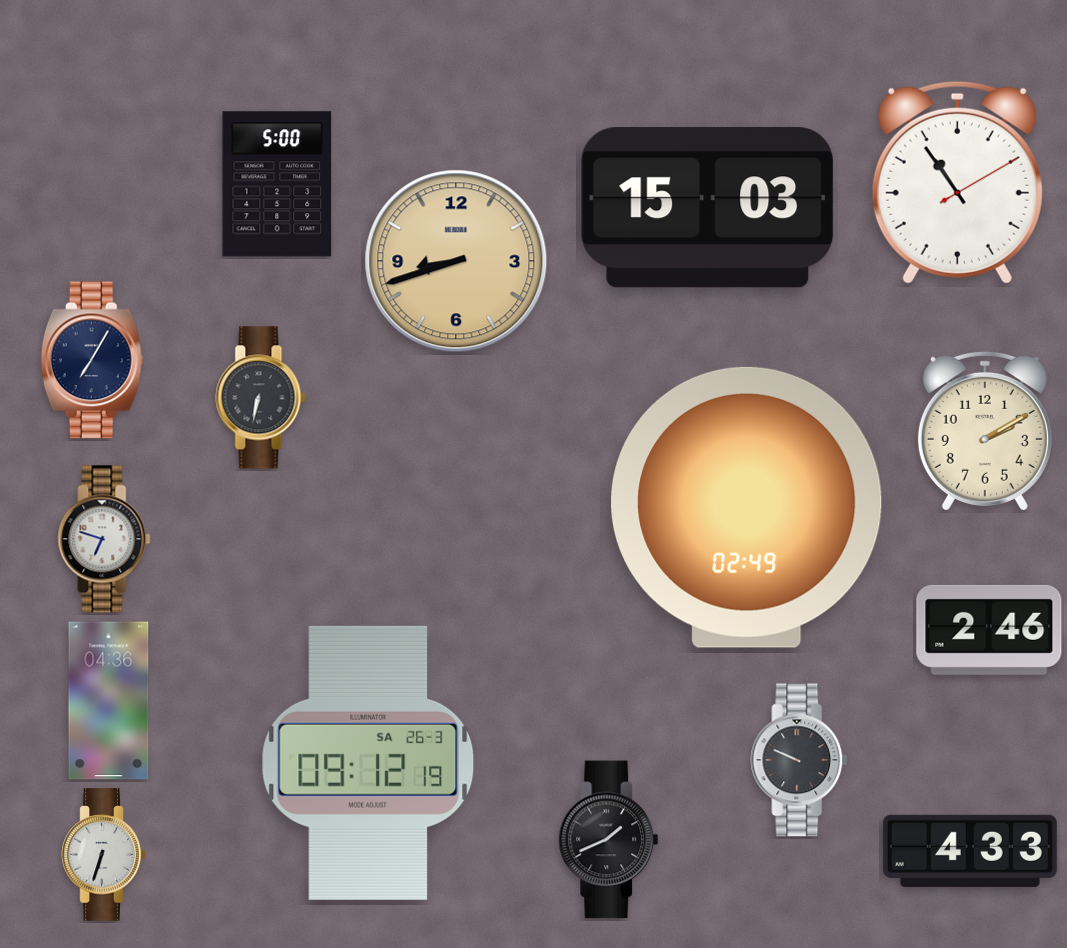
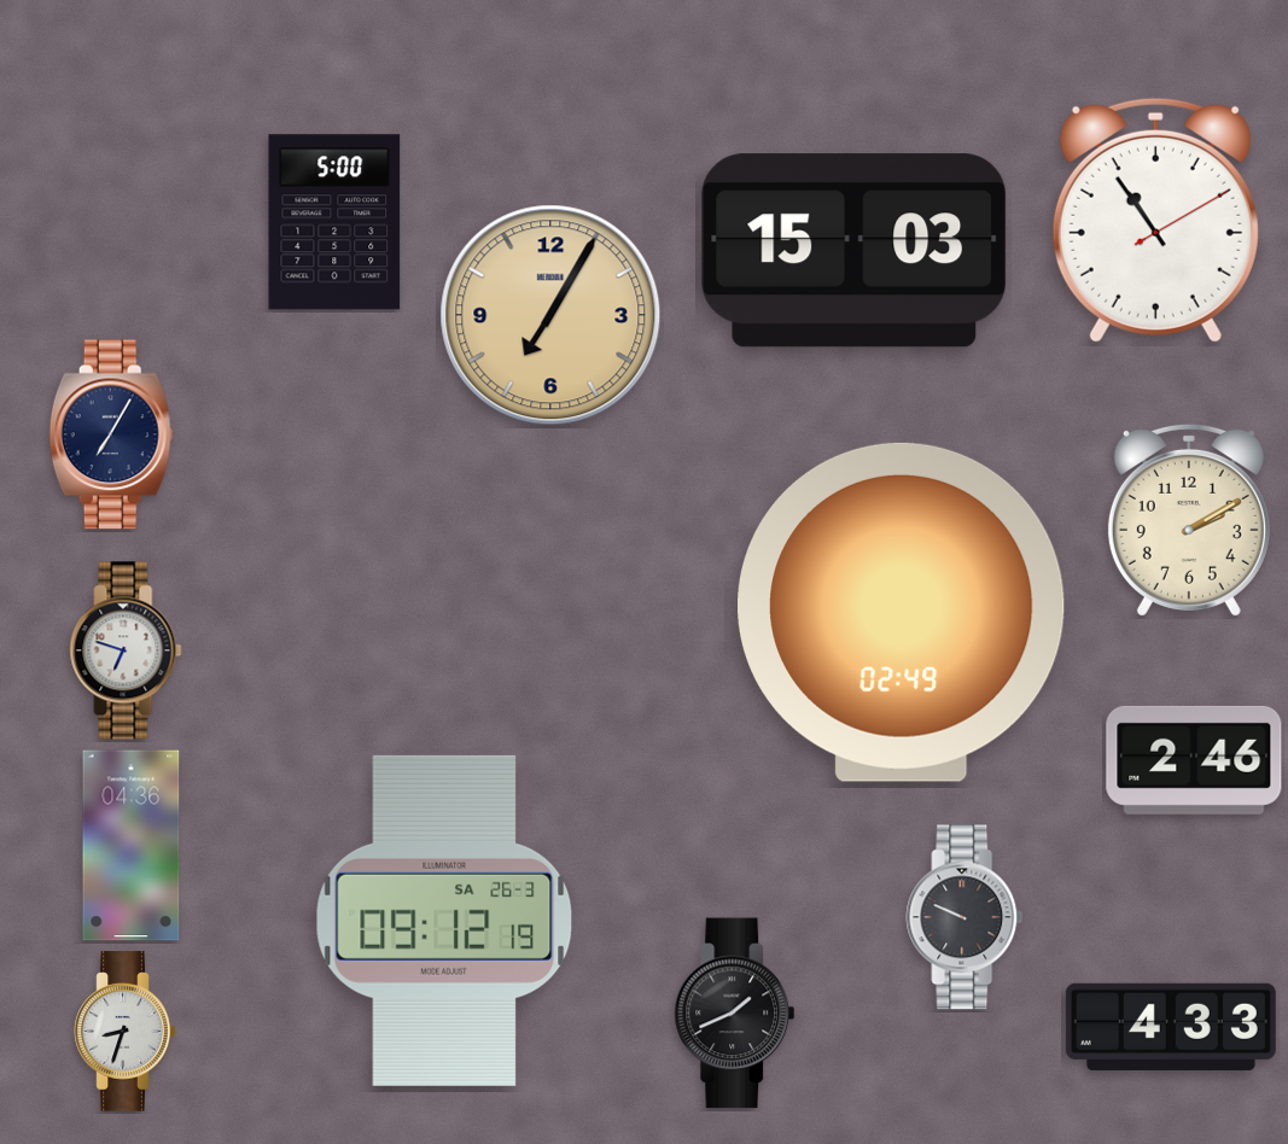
clock at (456, 261): 8:42 -> 7:05
clock at (261, 398): 6:32 -> none
clock at (104, 855): 6:33 -> 8:33
